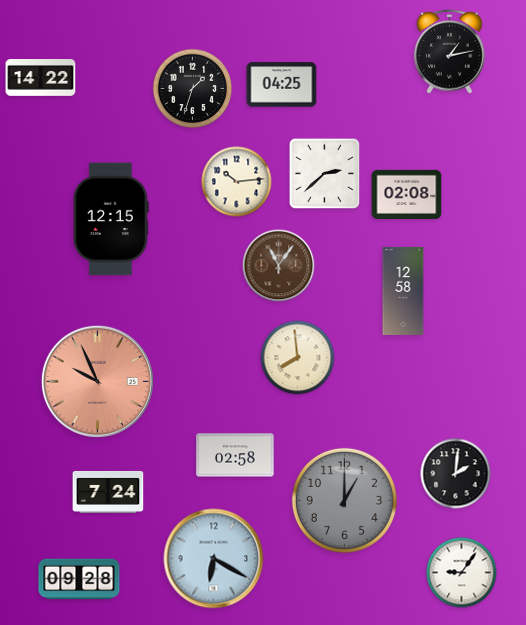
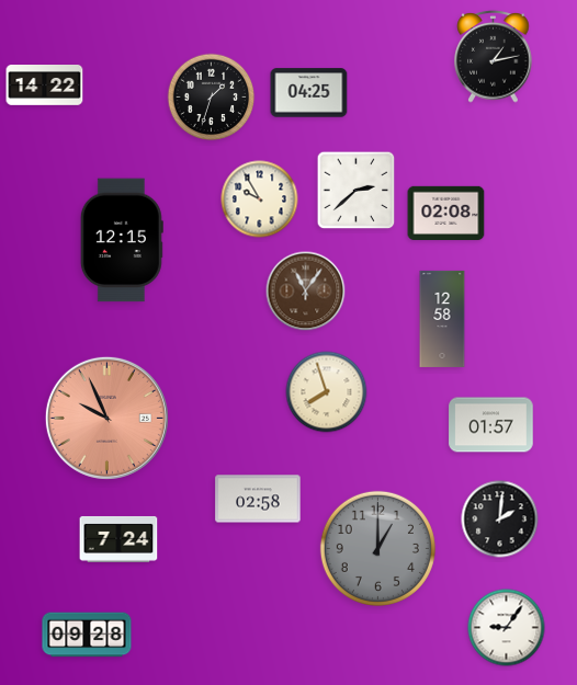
clock at (237, 182): 10:14 -> 9:55
clock at (298, 358): 7:59 -> 7:57
clock at (491, 425): none -> 01:57
clock at (214, 559): 6:20 -> none
